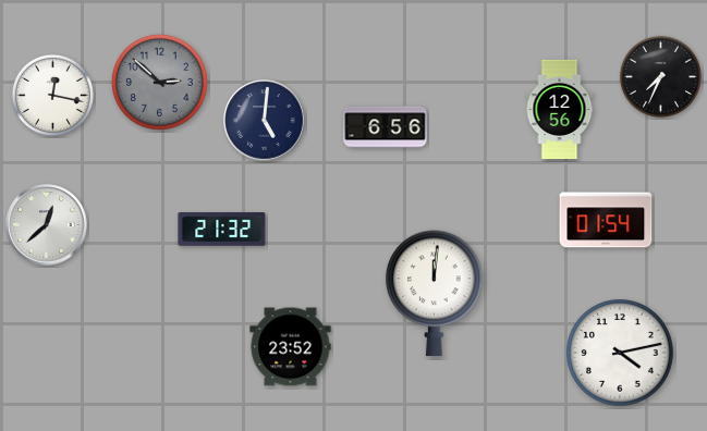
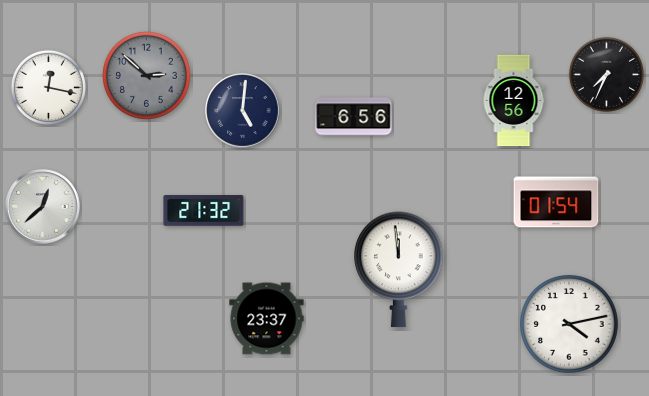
clock at (660, 76) position: (660, 76) -> (606, 74)
clock at (435, 294): 12:01 -> 11:59
clock at (291, 347): 23:52 -> 23:37
